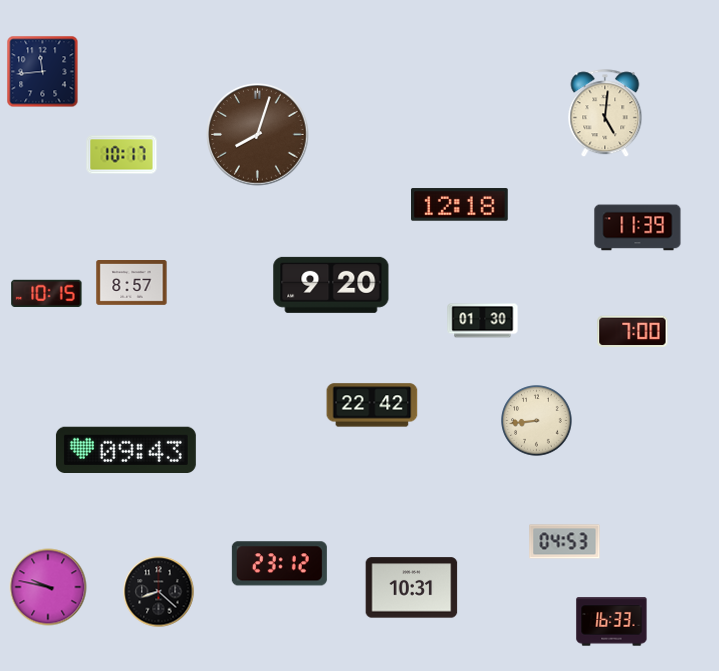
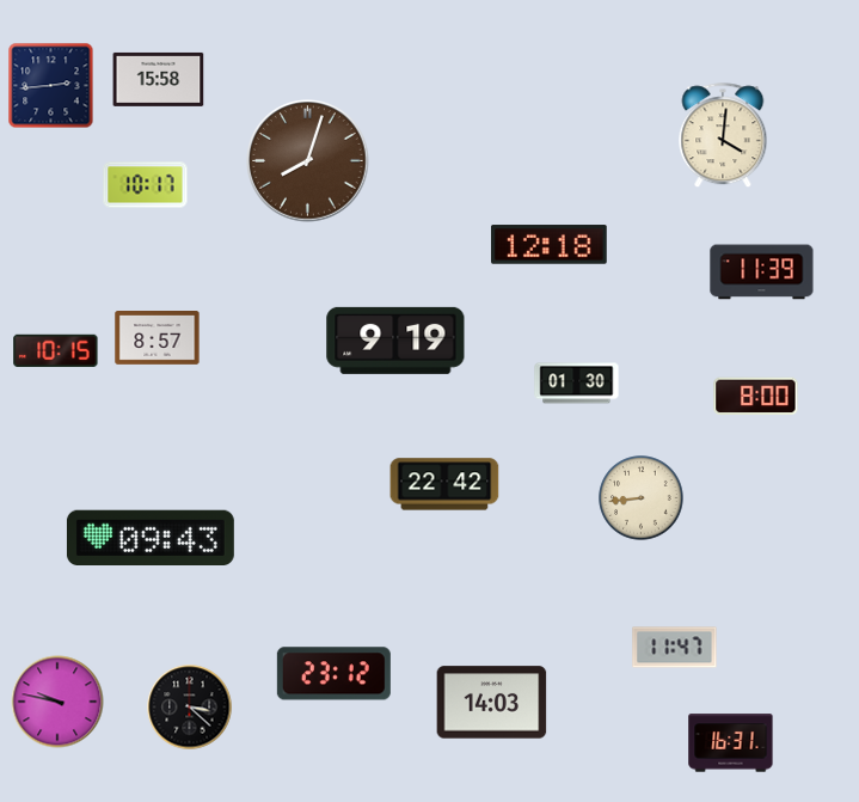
clock at (159, 79): none -> 15:58
clock at (43, 72): 11:44 -> 2:44
clock at (605, 114): 5:01 -> 4:01
clock at (331, 285): 9:20 -> 9:19
clock at (633, 332): 7:00 -> 8:00
clock at (537, 421) position: (537, 421) -> (642, 498)
clock at (565, 542): 04:53 -> 11:47
clock at (412, 588): 10:31 -> 14:03
clock at (159, 592): 8:22 -> 3:22
clock at (612, 622): 16:33 -> 16:31
